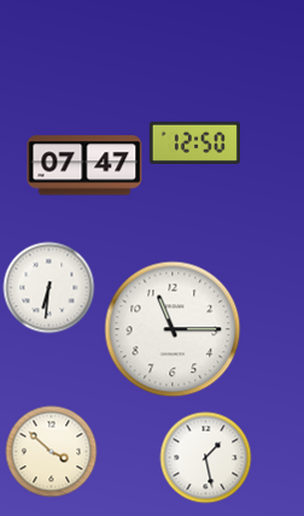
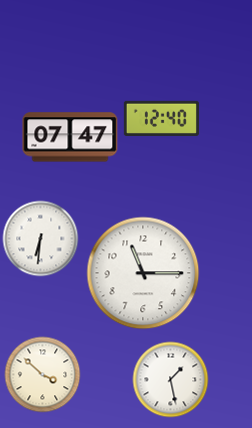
clock at (194, 142): 12:50 -> 12:40
